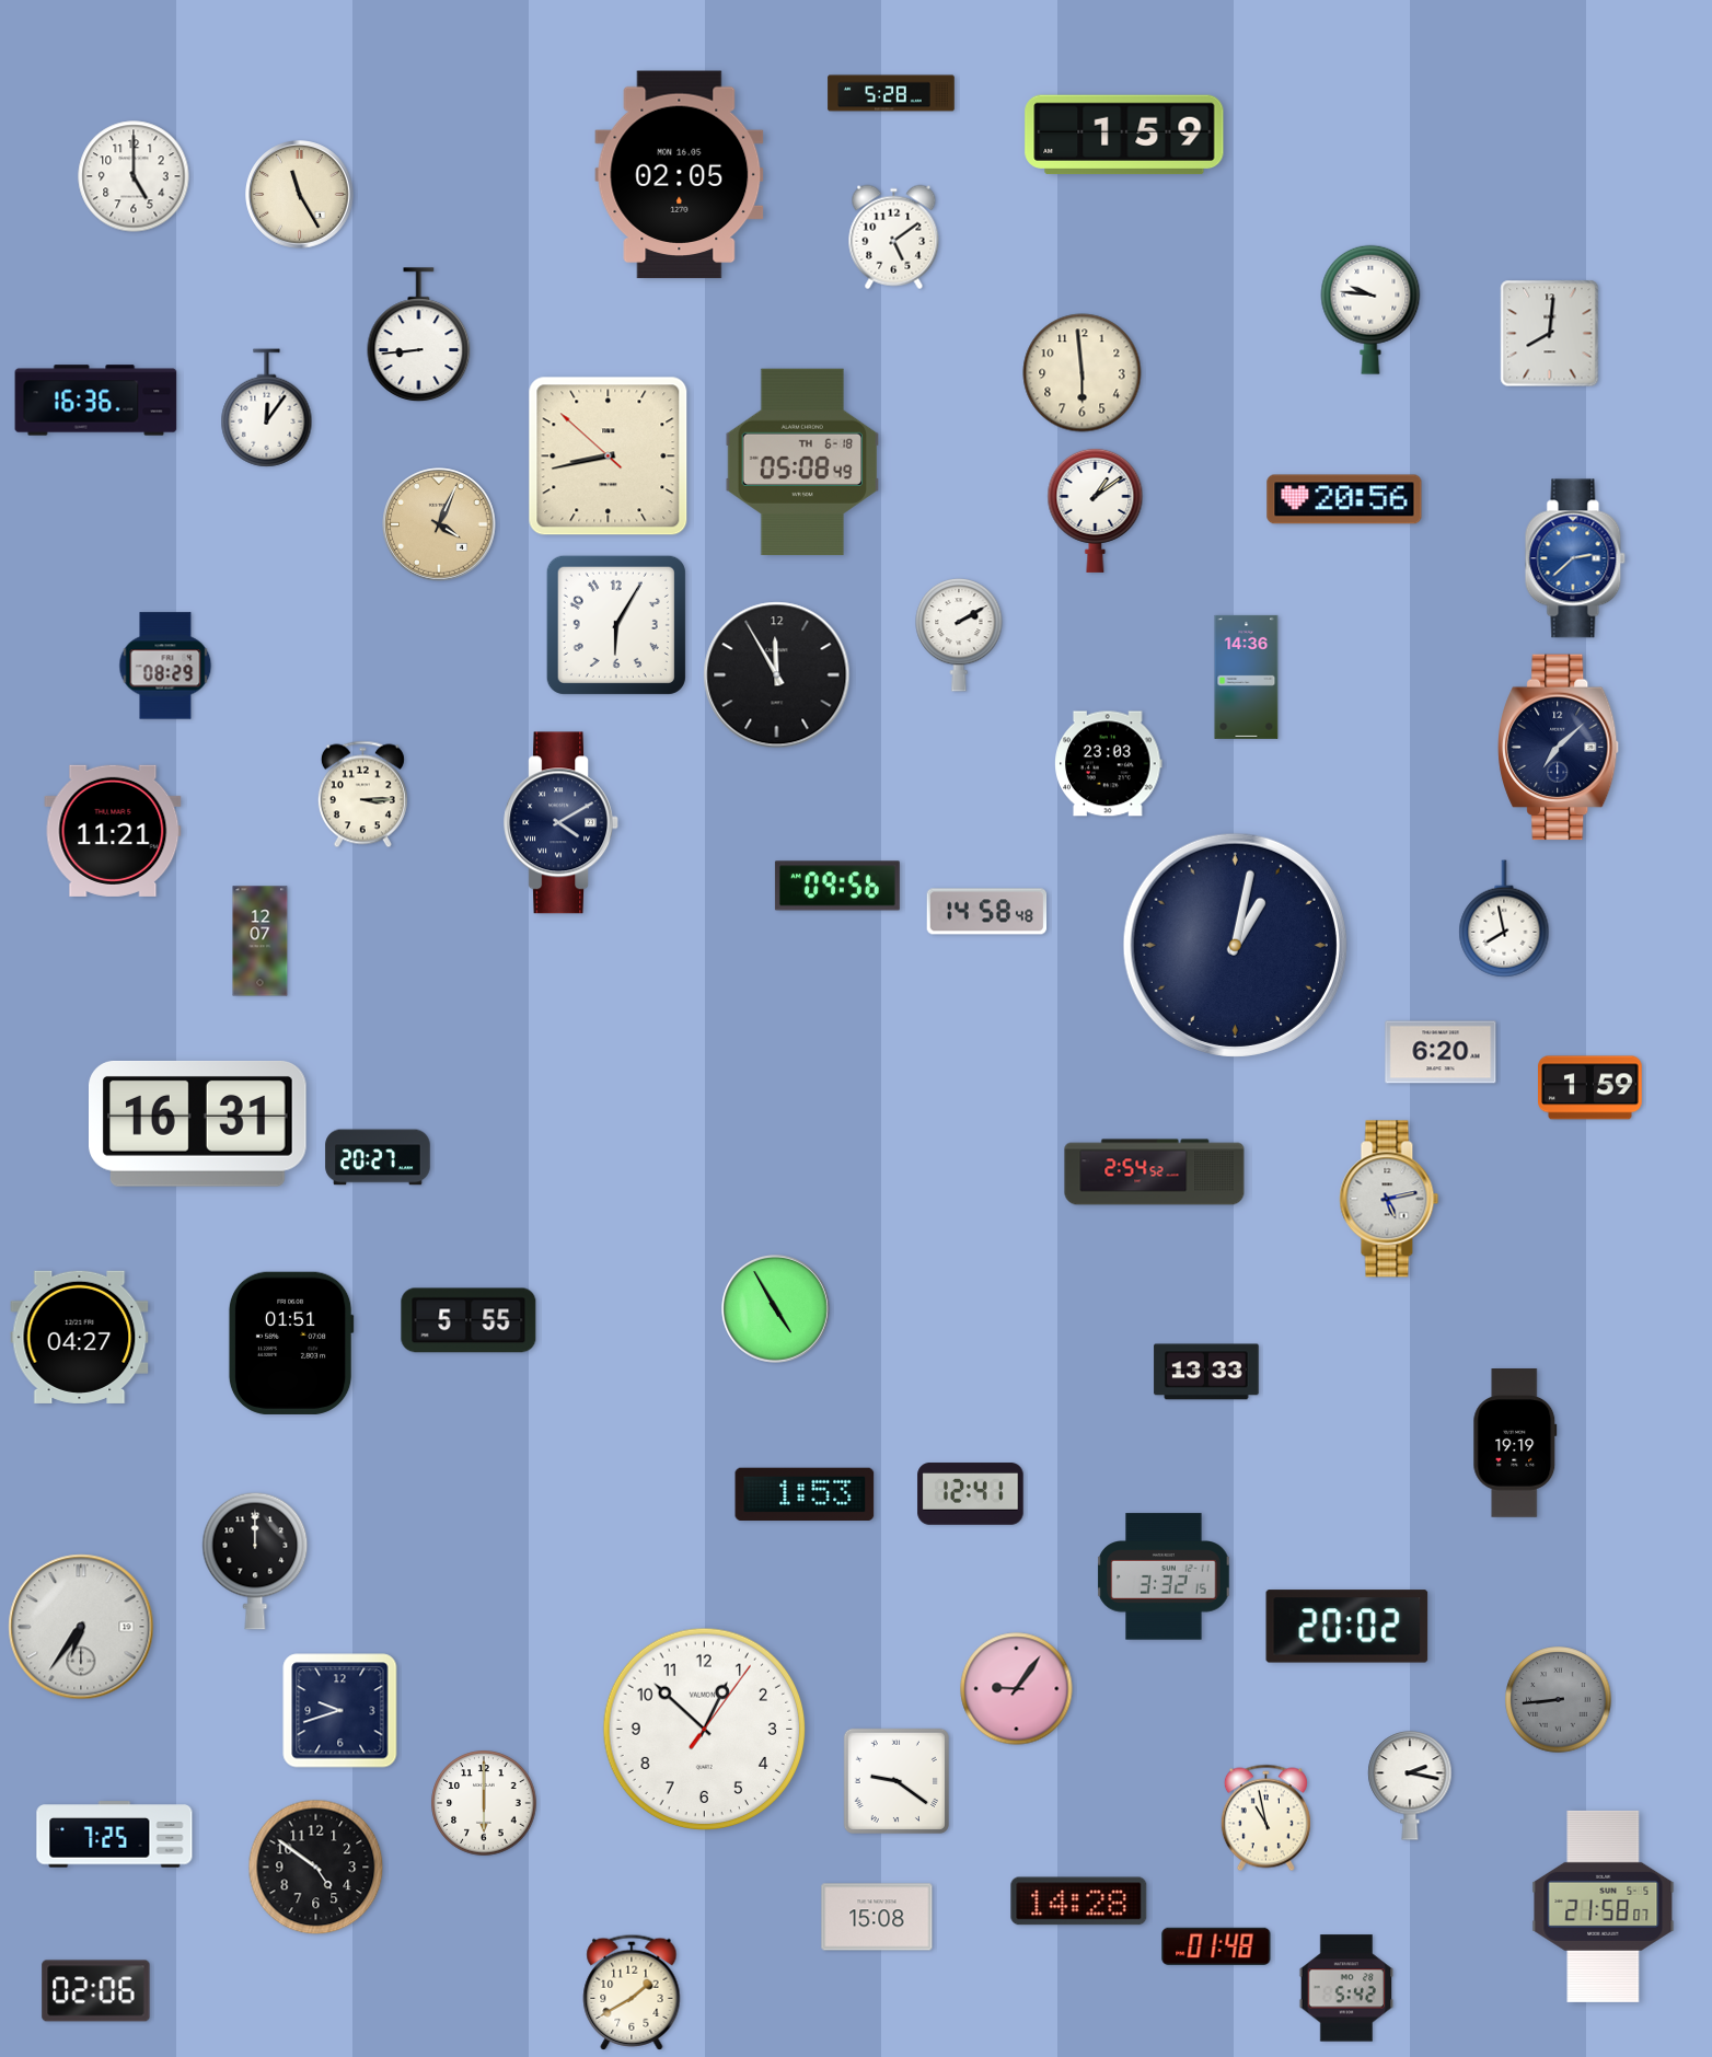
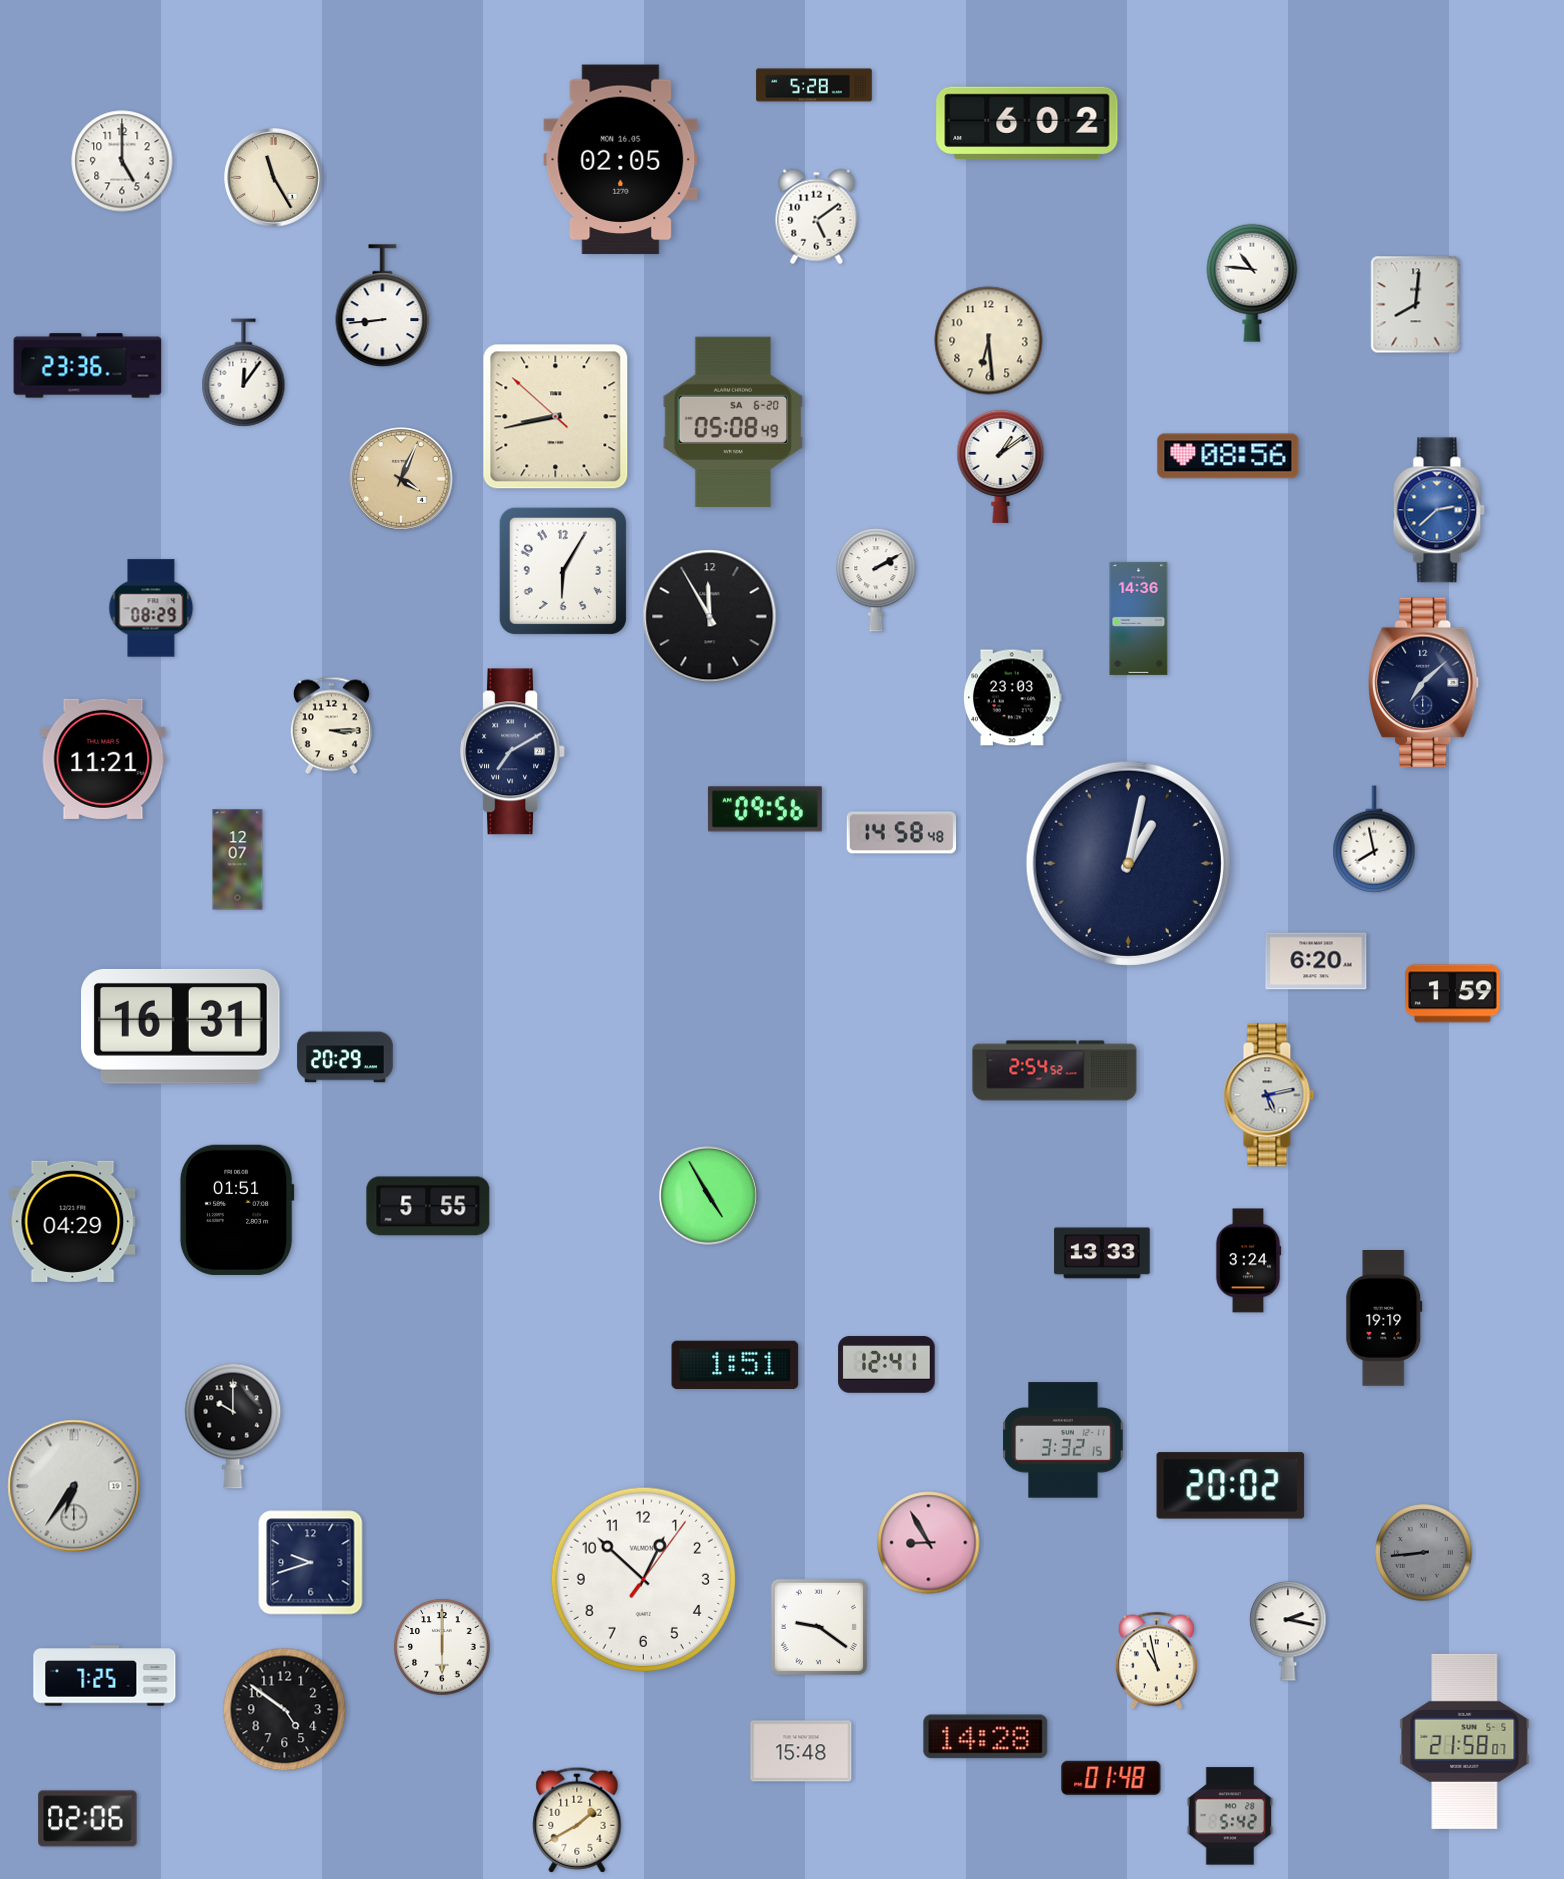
clock at (1124, 135): 1:59 -> 6:02
clock at (1370, 310): 9:46 -> 10:46
clock at (1083, 373): 5:59 -> 6:29
clock at (96, 401): 16:36 -> 23:36
clock at (802, 462) date: TH 6-18 -> SA 6-20
clock at (1344, 499): 20:56 -> 08:56
clock at (560, 823): 4:10 -> 7:10
clock at (378, 1157): 20:27 -> 20:29
clock at (80, 1337): 04:27 -> 04:29
clock at (291, 1343) position: (291, 1343) -> (237, 1210)
clock at (1248, 1261): none -> 3:24
clock at (805, 1494): 1:53 -> 1:51
clock at (255, 1561): 12:00 -> 10:00
clock at (1017, 1689): 9:06 -> 8:55
clock at (316, 1868) position: (316, 1868) -> (285, 1710)
clock at (877, 1917): 15:08 -> 15:48
